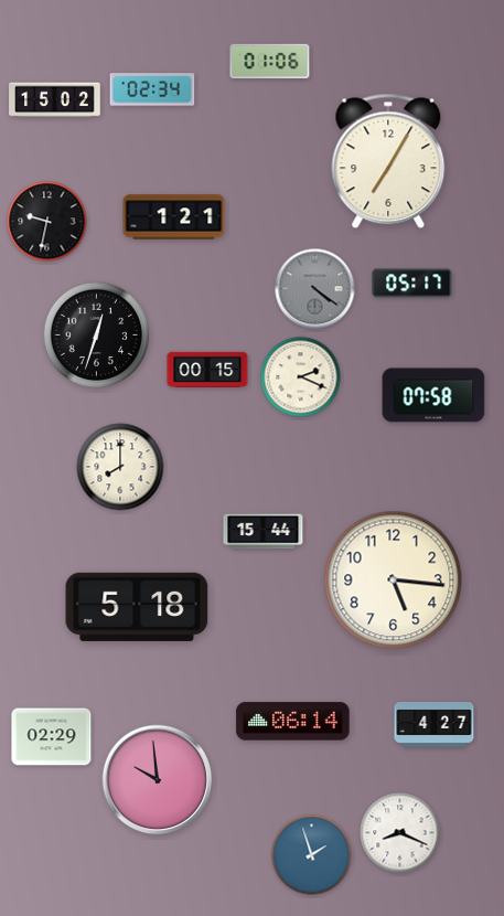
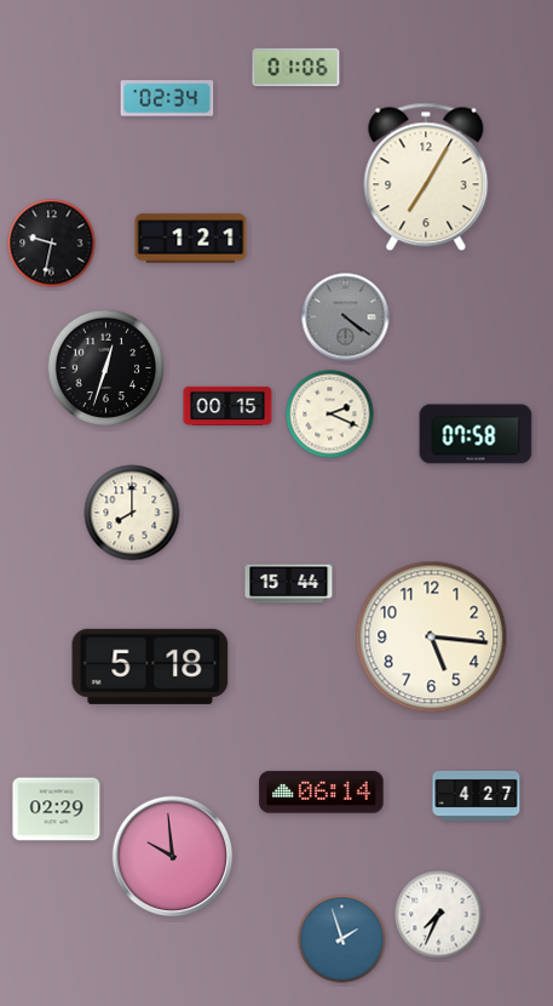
clock at (55, 100): 15:02 -> none
clock at (412, 284): 05:17 -> none
clock at (400, 833): 8:19 -> 7:34
